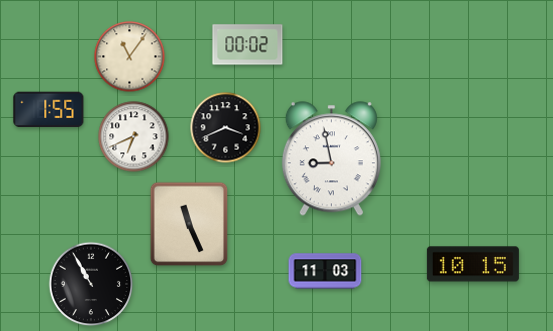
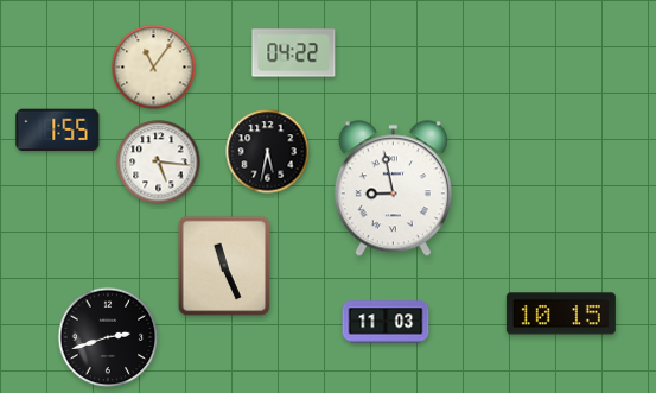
clock at (248, 45): 00:02 -> 04:22
clock at (226, 128): 3:41 -> 5:32
clock at (134, 137): 6:41 -> 5:16
clock at (91, 284): 10:55 -> 2:42
